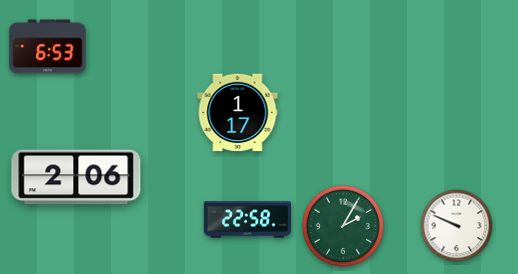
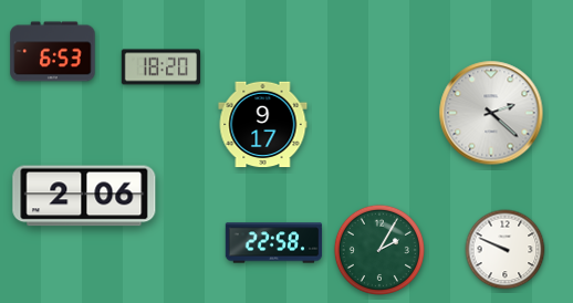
clock at (162, 67): none -> 18:20
clock at (491, 113): none -> 2:22
clock at (238, 113): 1:17 -> 9:17
